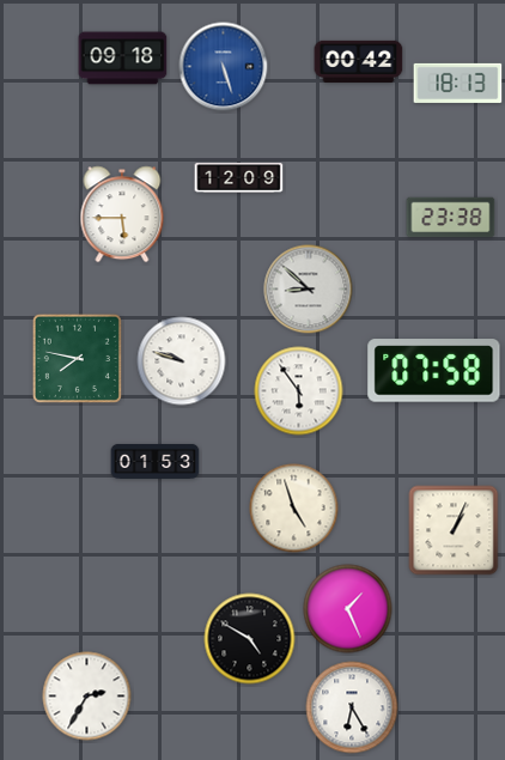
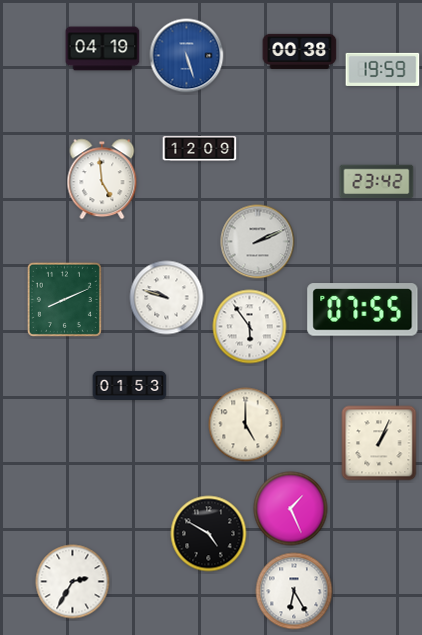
clock at (123, 59): 09:18 -> 04:19
clock at (359, 61): 00:42 -> 00:38
clock at (458, 83): 18:13 -> 19:59
clock at (122, 214): 5:45 -> 4:59
clock at (451, 218): 23:38 -> 23:42
clock at (309, 290): 8:52 -> 2:11
clock at (77, 358): 7:47 -> 8:11
clock at (182, 361) position: (182, 361) -> (167, 298)
clock at (434, 371): 07:58 -> 07:55
clock at (294, 509): 4:57 -> 5:00
